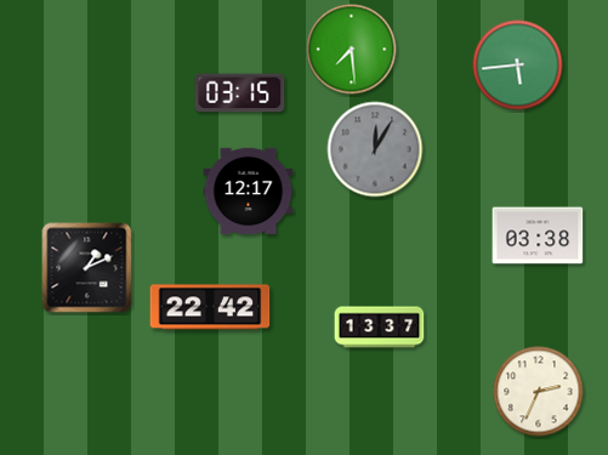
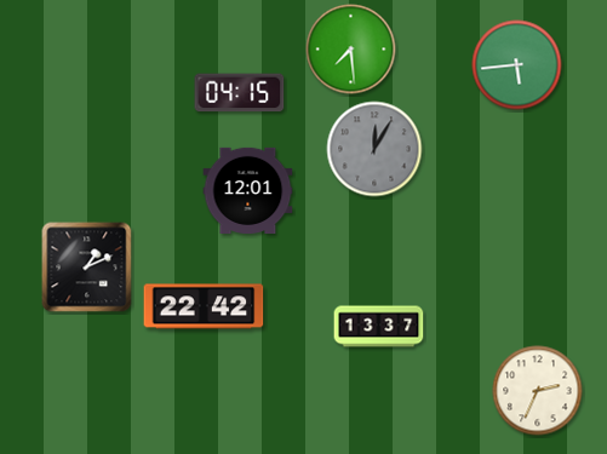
clock at (240, 93): 03:15 -> 04:15
clock at (249, 190): 12:17 -> 12:01
clock at (538, 235): 03:38 -> none
clock at (210, 307) position: (210, 307) -> (204, 306)
